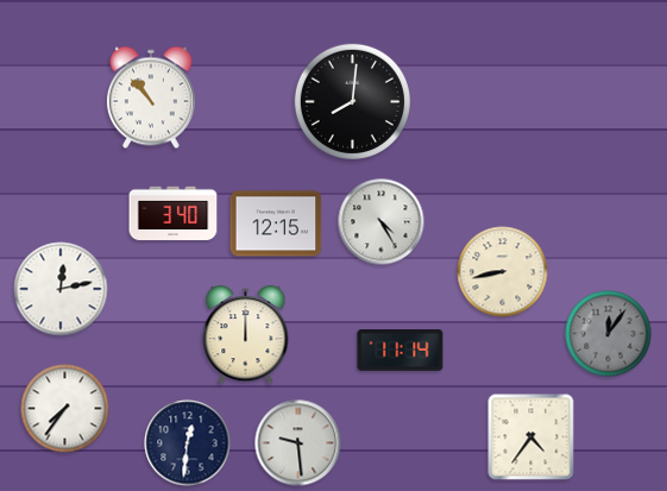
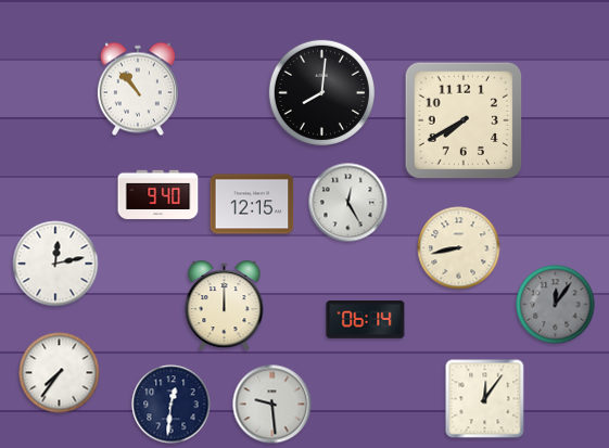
clock at (464, 120): none -> 7:40
clock at (174, 214): 3:40 -> 9:40
clock at (382, 222): 4:25 -> 12:25
clock at (401, 351): 11:14 -> 06:14
clock at (531, 438): 4:36 -> 12:06
